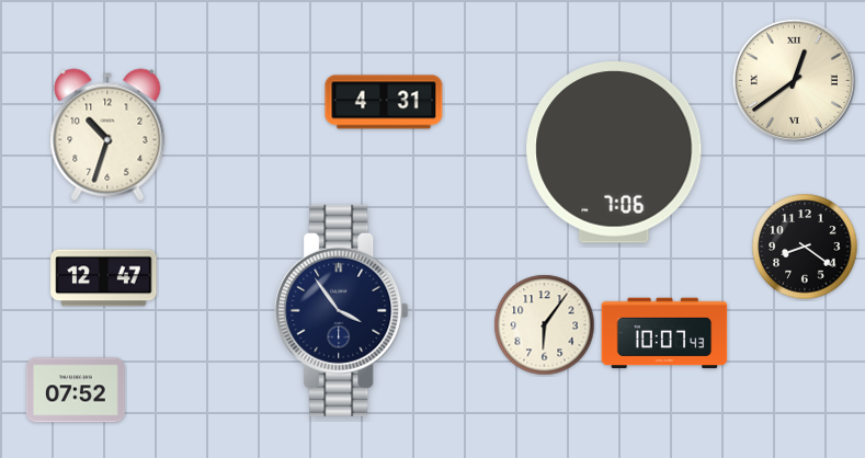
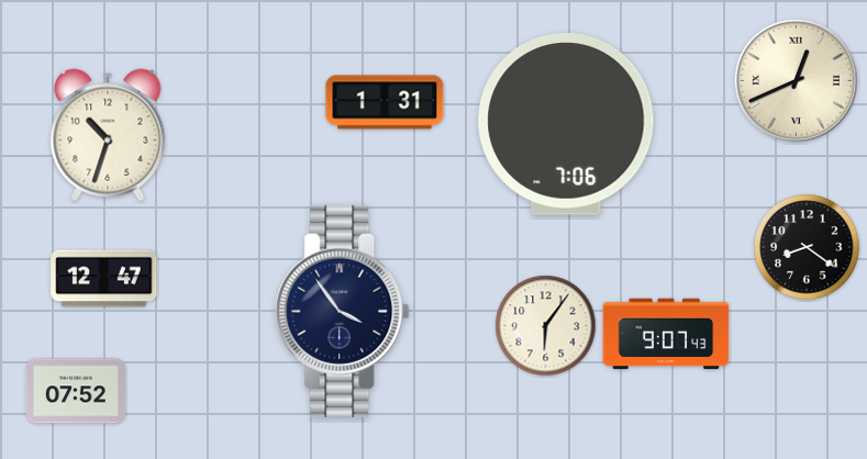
clock at (794, 80): 12:39 -> 12:41
clock at (384, 102): 4:31 -> 1:31
clock at (614, 153) position: (614, 153) -> (566, 125)
clock at (664, 333): 10:07 -> 9:07
